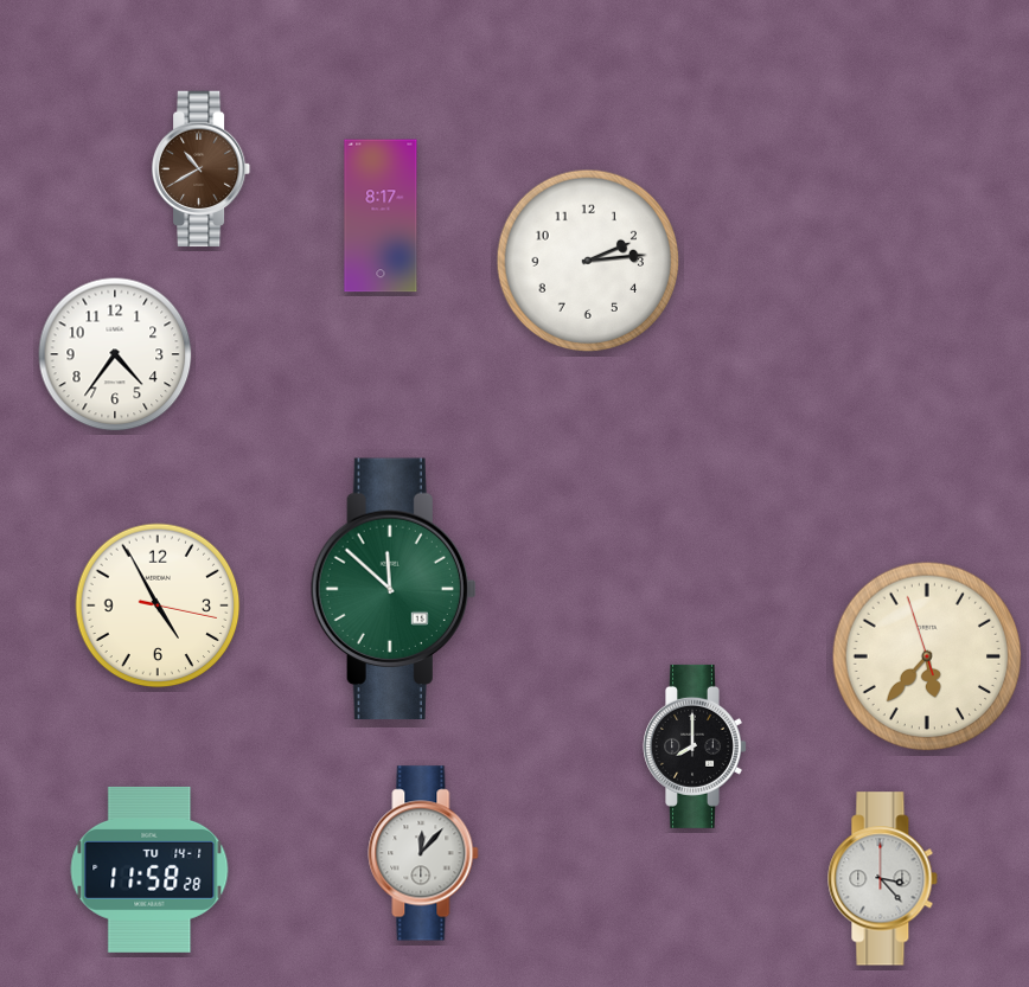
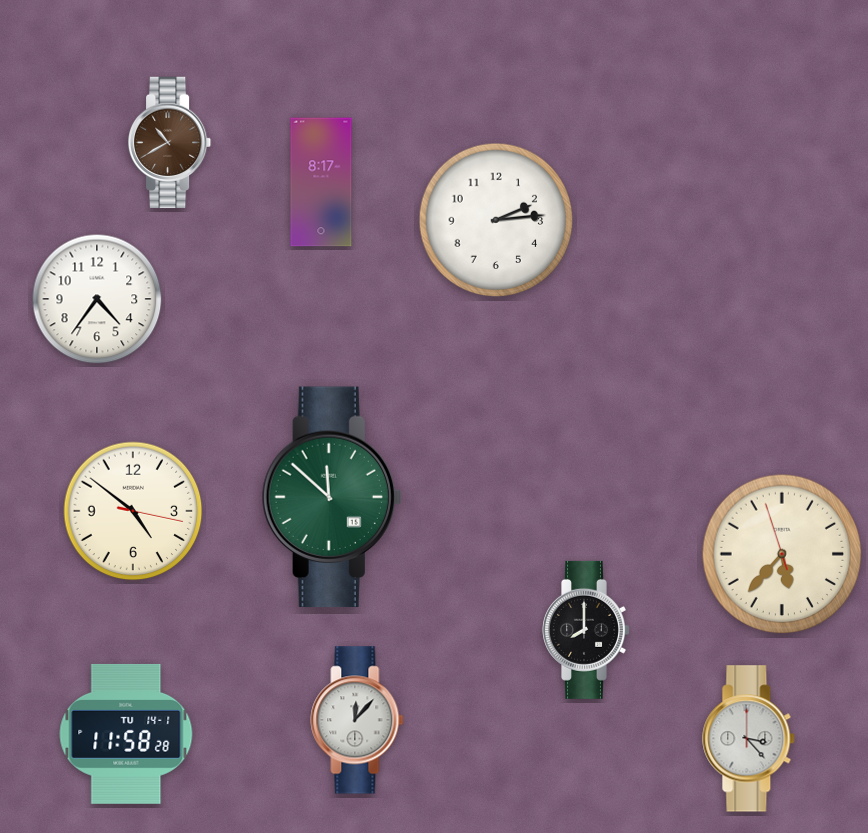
clock at (158, 605): 4:55 -> 4:51
clock at (883, 879) position: (883, 879) -> (749, 739)
